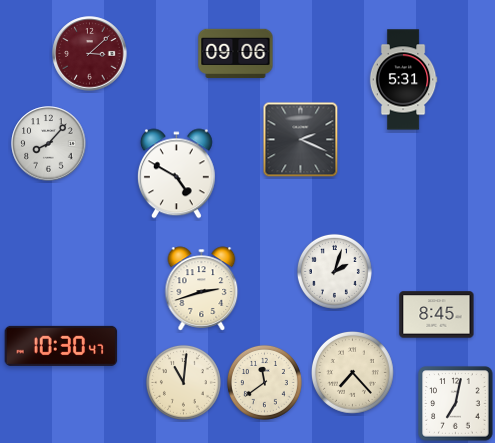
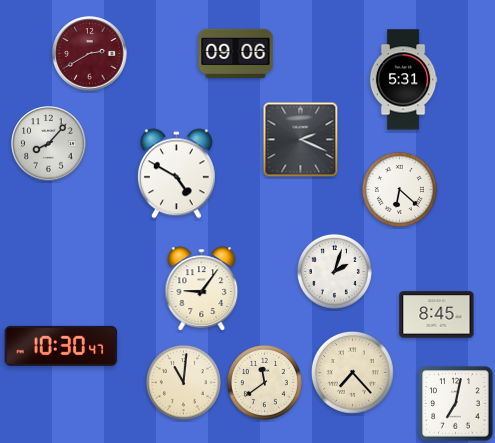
clock at (90, 54): 3:08 -> 2:40
clock at (399, 189): none -> 6:22
clock at (202, 289): 2:42 -> 9:06
